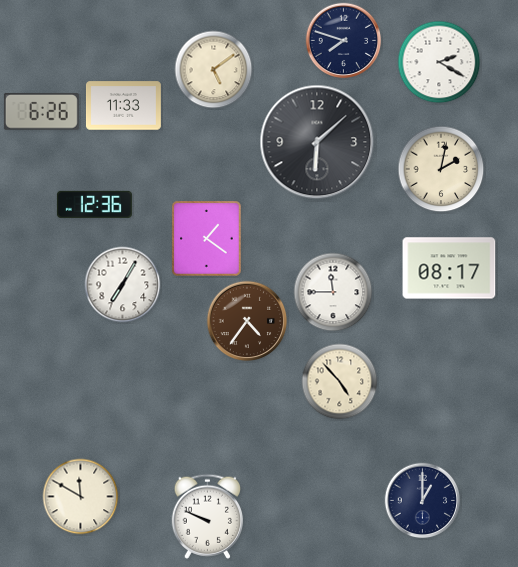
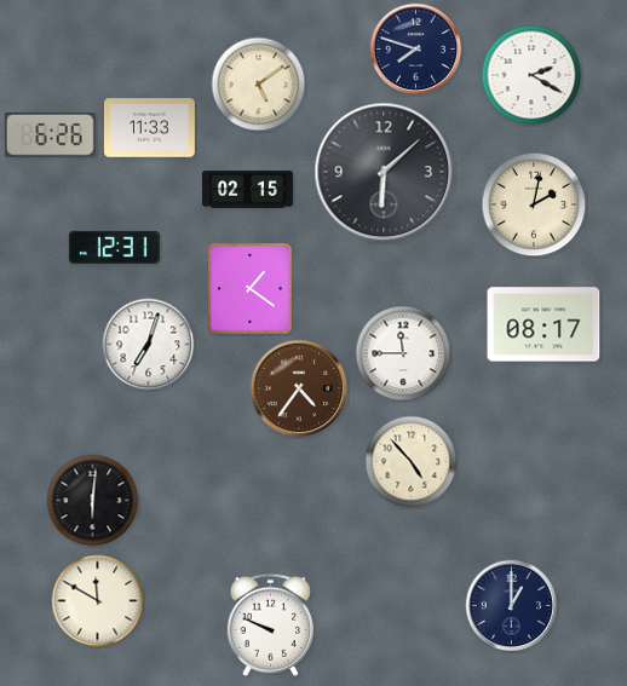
clock at (247, 190): none -> 02:15
clock at (94, 204): 12:36 -> 12:31
clock at (123, 285): 7:05 -> 7:03
clock at (93, 501): none -> 6:01
clock at (207, 516) position: (207, 516) -> (270, 624)
